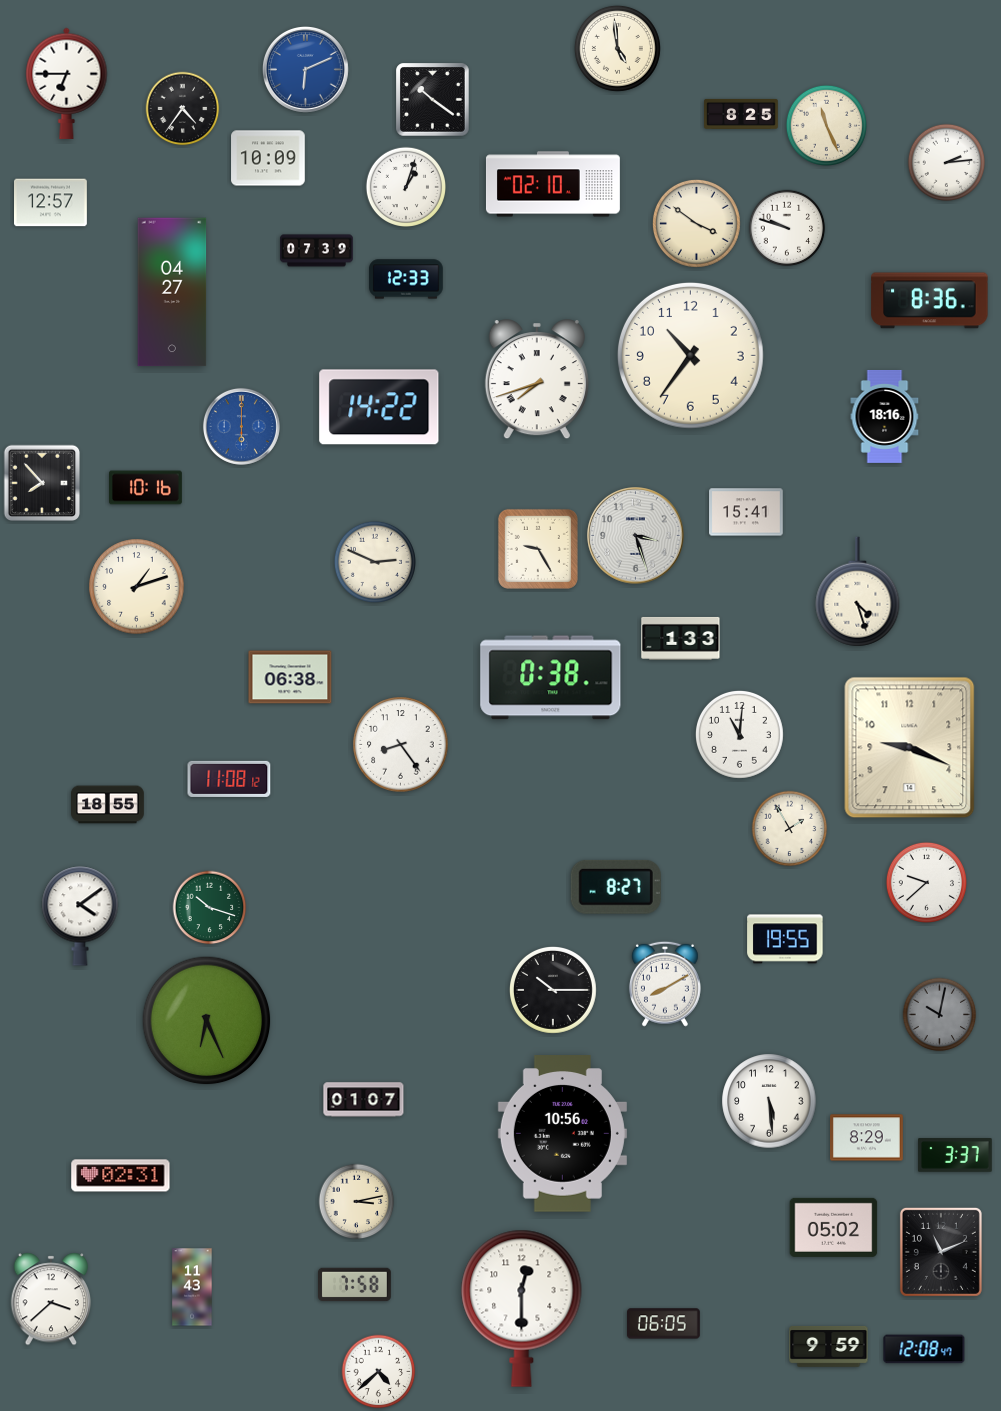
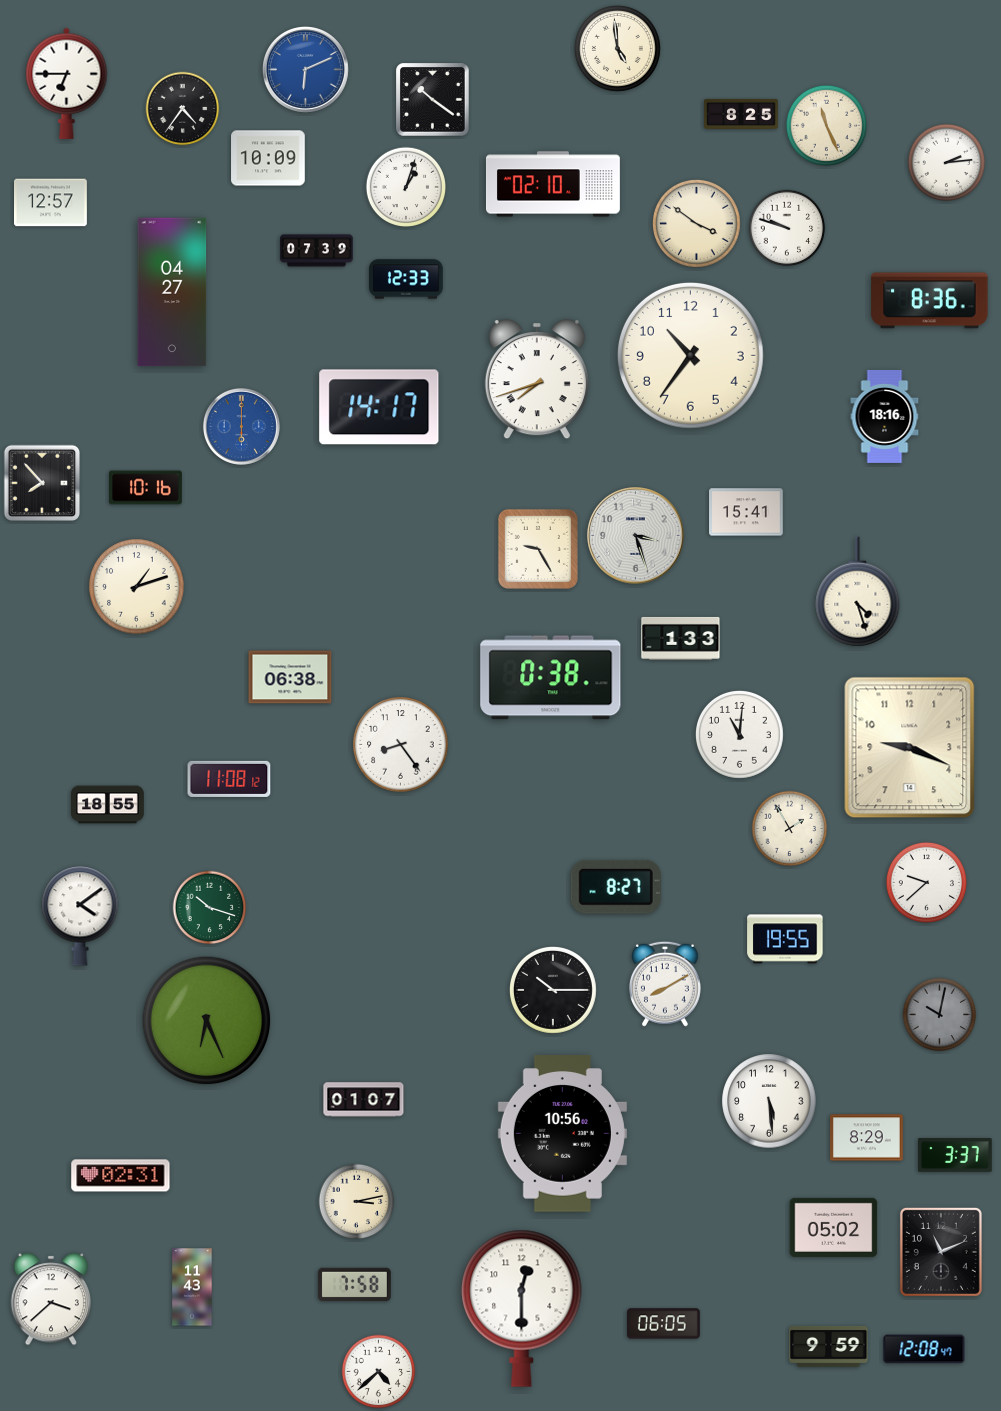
clock at (379, 407): 14:22 -> 14:17
clock at (375, 562): 2:49 -> none
